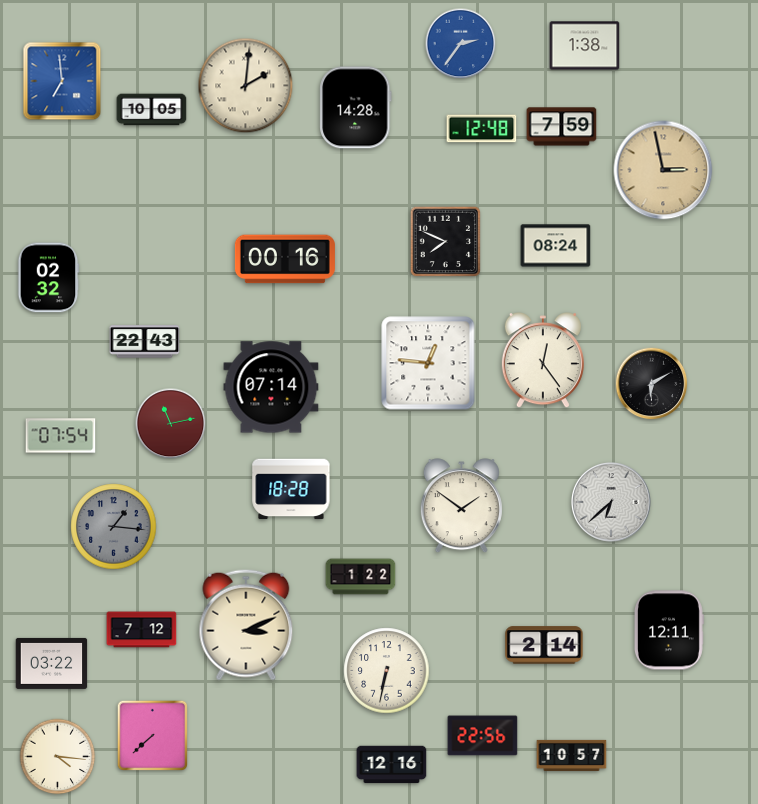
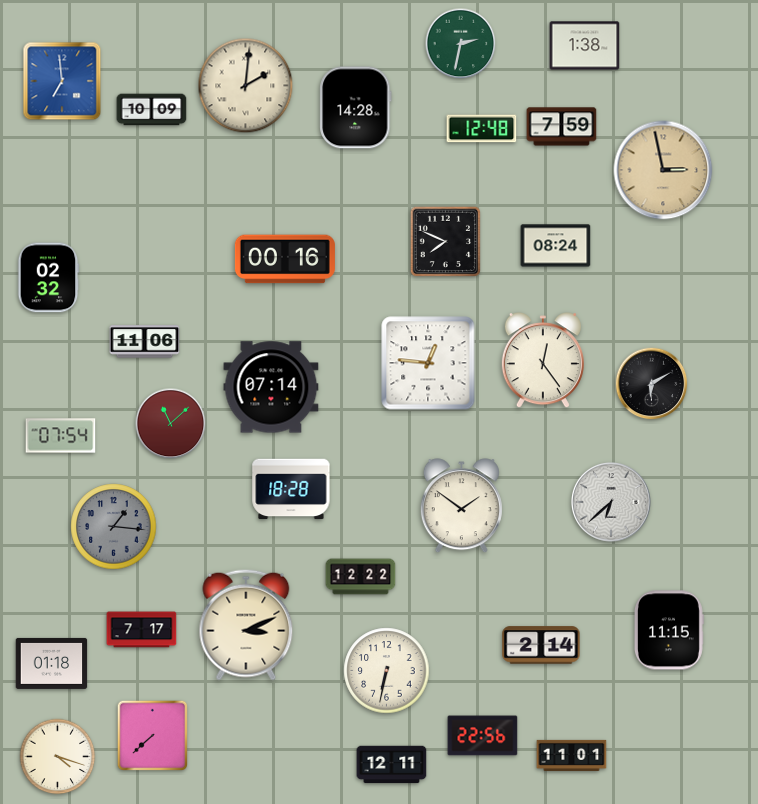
clock at (461, 44): 2:36 -> 2:32
clock at (461, 44) dial: blue -> green
clock at (152, 110): 10:05 -> 10:09
clock at (145, 342): 22:43 -> 11:06
clock at (171, 424): 11:13 -> 11:08
clock at (361, 577): 1:22 -> 12:22
clock at (142, 630): 7:12 -> 7:17
clock at (668, 630): 12:11 -> 11:15
clock at (544, 645) position: (544, 645) -> (541, 645)
clock at (52, 663): 03:22 -> 01:18
clock at (572, 755): 10:57 -> 11:01
clock at (58, 757): 4:16 -> 4:18
clock at (392, 765): 12:16 -> 12:11
